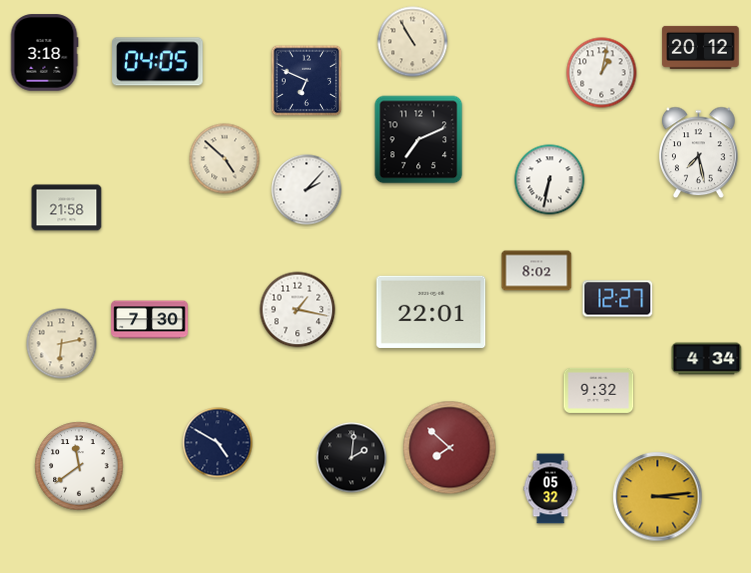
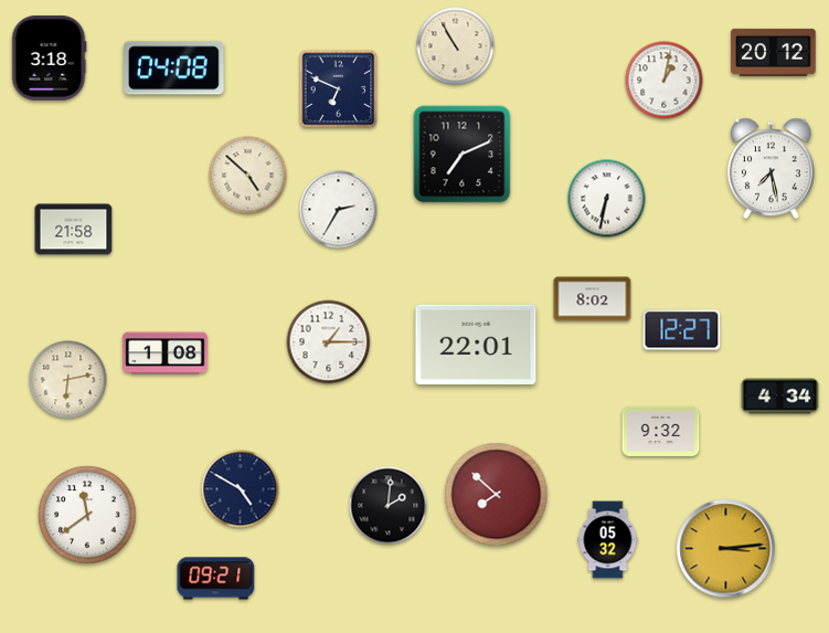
clock at (158, 62): 04:05 -> 04:08
clock at (307, 190): 2:07 -> 2:35
clock at (298, 310): 1:17 -> 1:15
clock at (150, 320): 7:30 -> 1:08
clock at (216, 579): none -> 09:21
